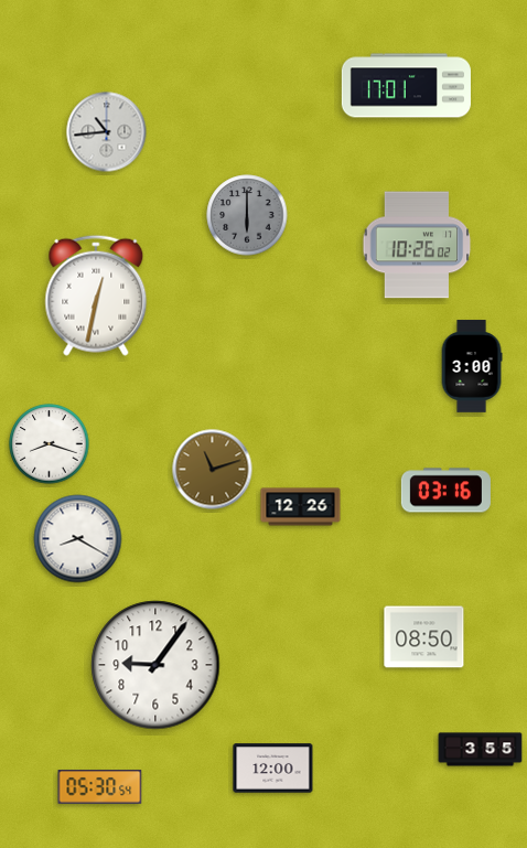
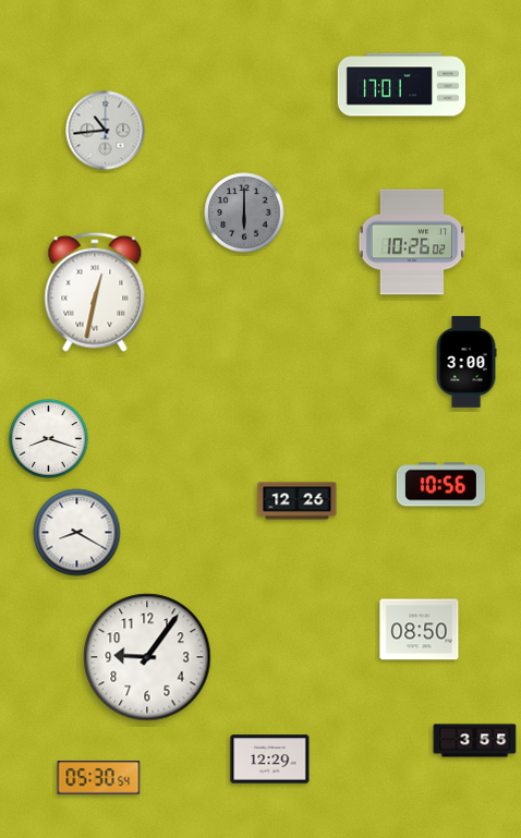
clock at (213, 470): 11:12 -> none
clock at (445, 491): 03:16 -> 10:56
clock at (155, 665) position: (155, 665) -> (147, 657)
clock at (273, 769): 12:00 -> 12:29
